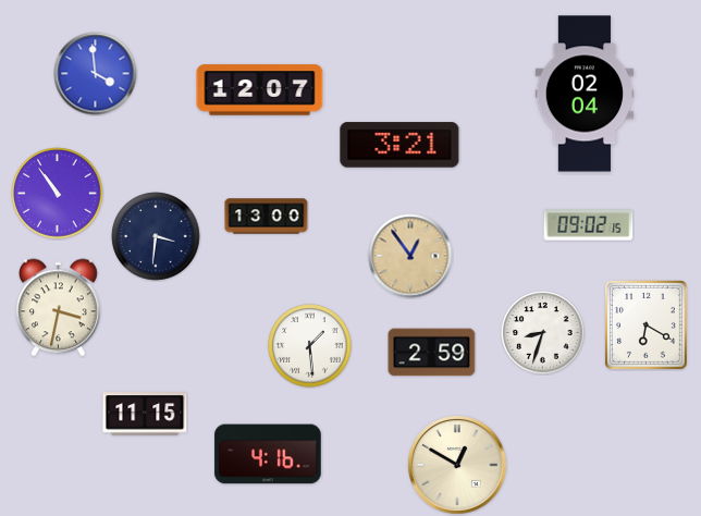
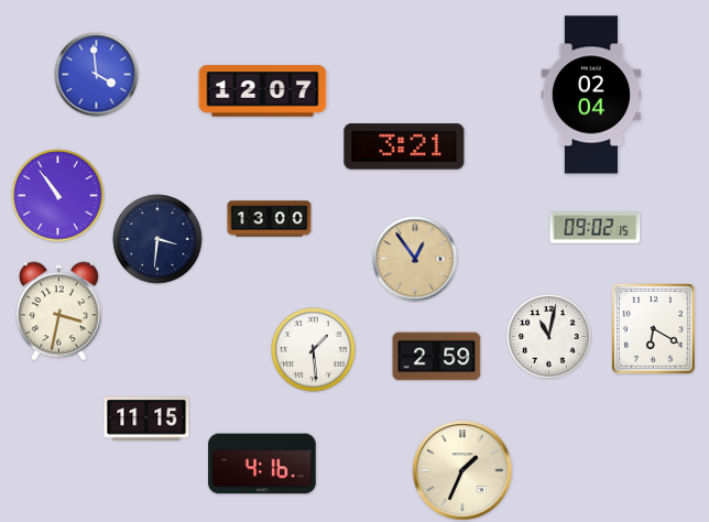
clock at (543, 333): 8:33 -> 11:02
clock at (268, 454) position: (268, 454) -> (262, 464)
clock at (457, 465): 12:50 -> 1:34
